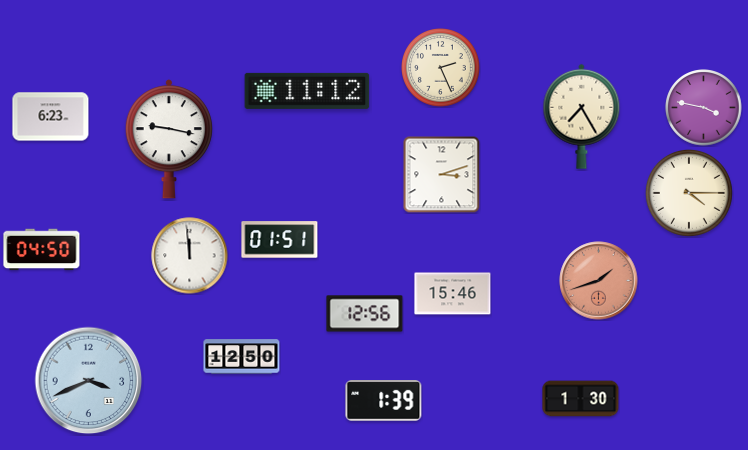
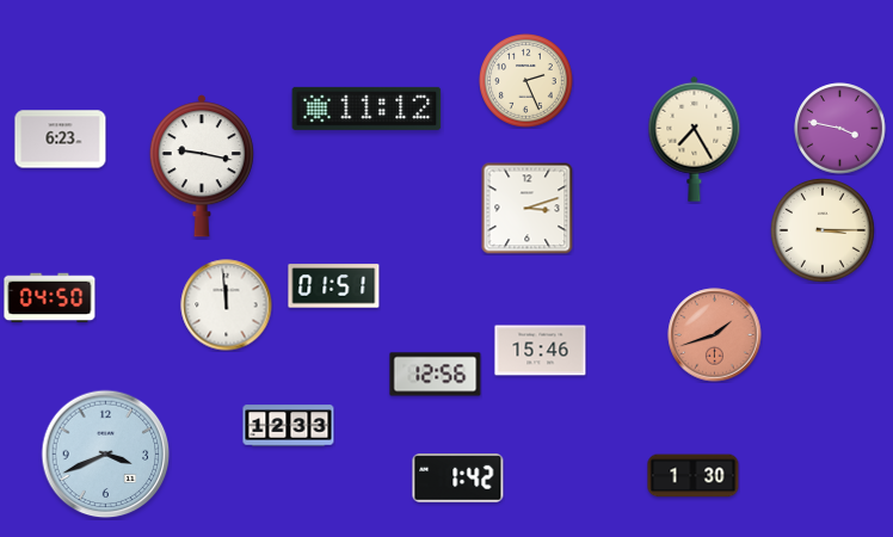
clock at (689, 193): 4:15 -> 3:15
clock at (242, 357): 12:50 -> 12:33
clock at (384, 401): 1:39 -> 1:42
